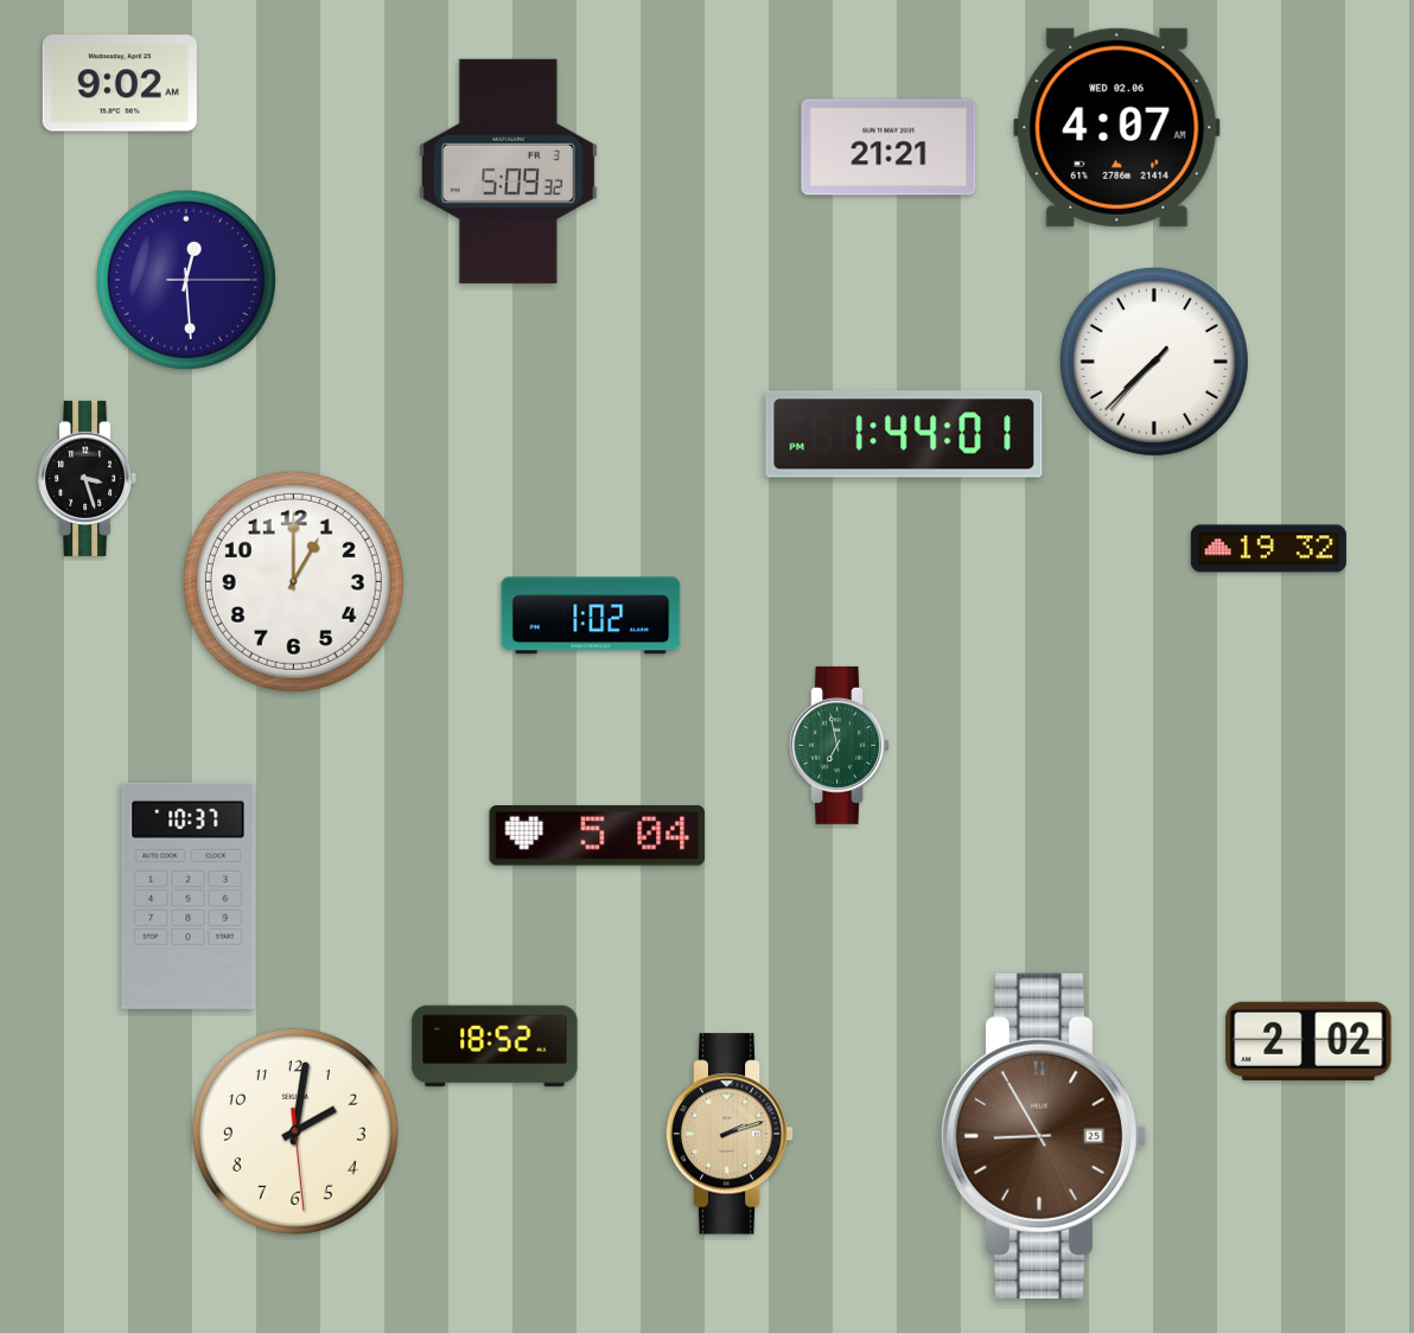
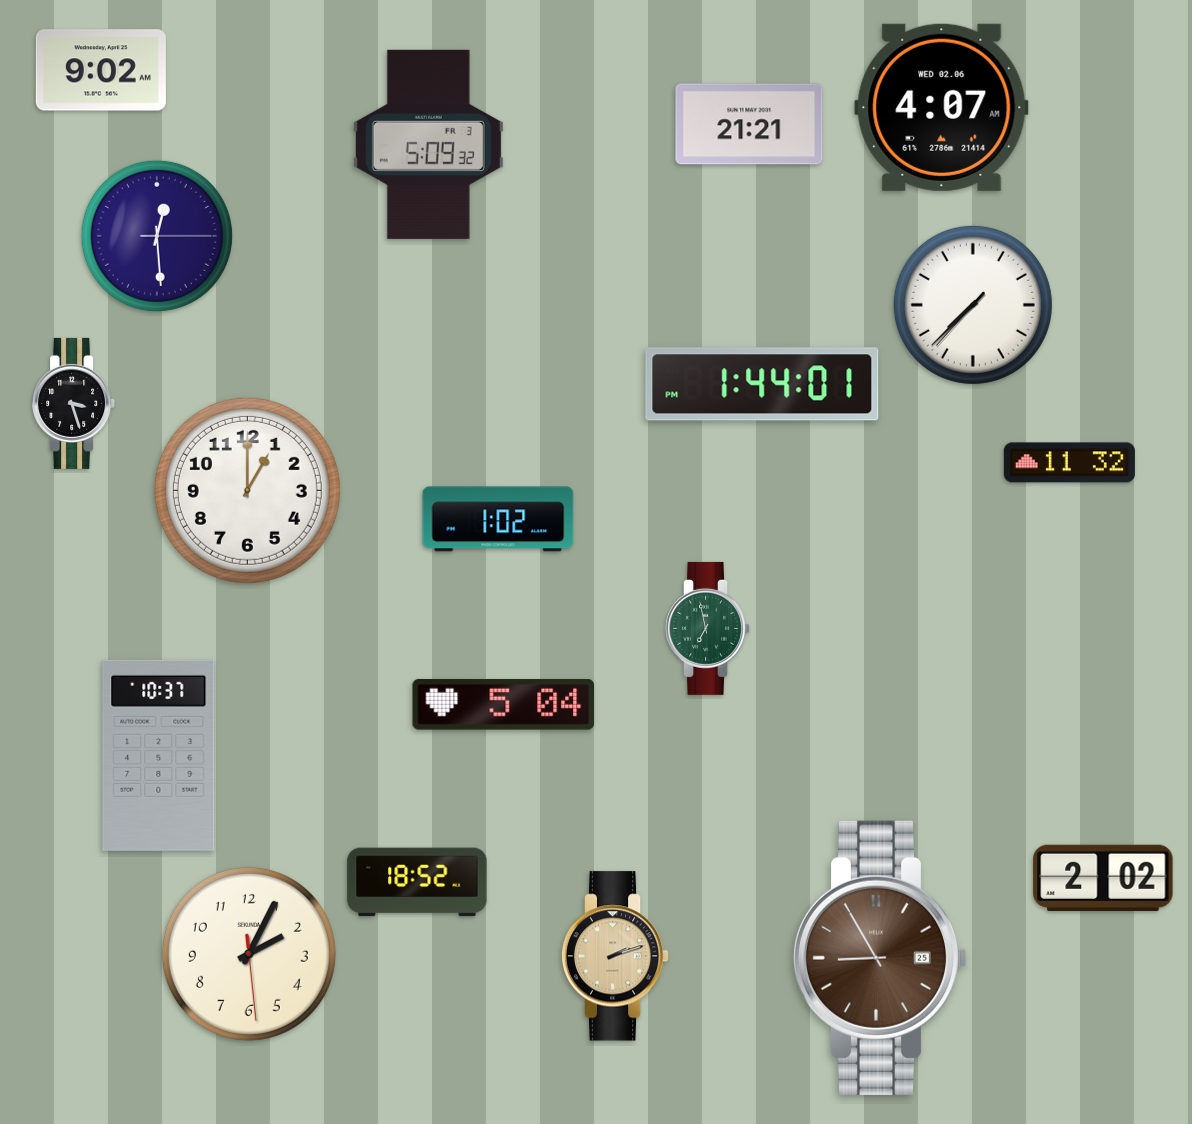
clock at (904, 434) position: (904, 434) -> (762, 384)
clock at (1268, 549): 19:32 -> 11:32
clock at (295, 1131): 2:01 -> 2:04
